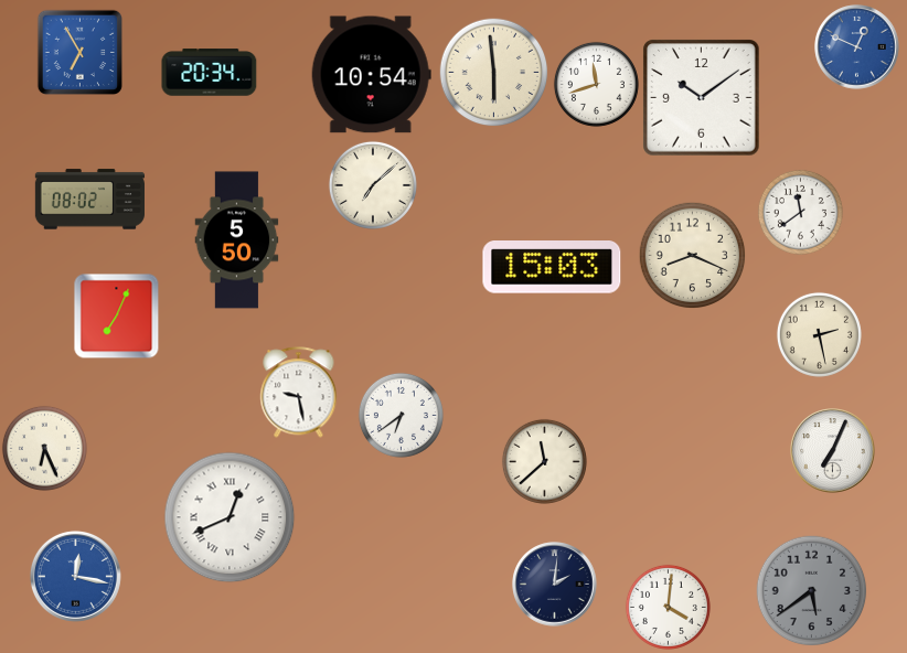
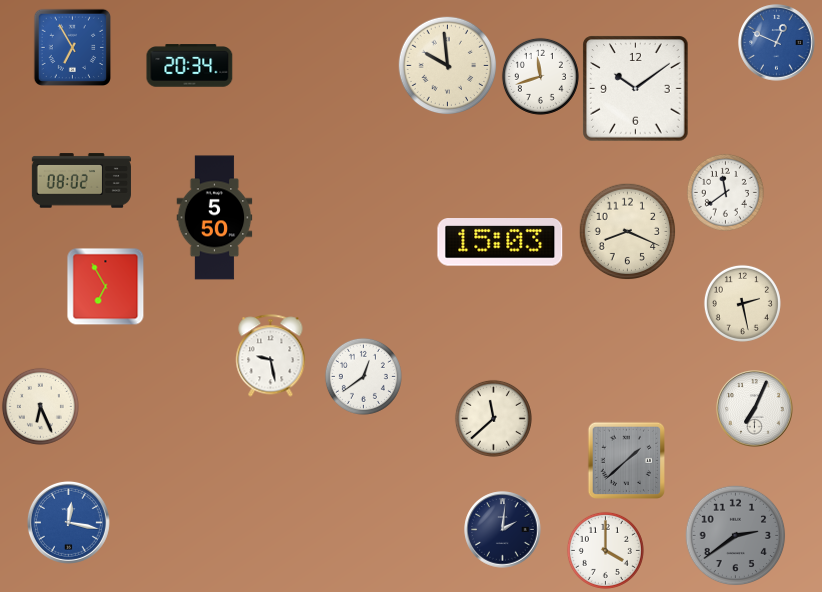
clock at (494, 73): 5:59 -> 9:59
clock at (371, 75): 10:54 -> none
clock at (373, 185): 7:08 -> none
clock at (116, 315): 7:04 -> 6:55
clock at (401, 415): 6:39 -> 12:39
clock at (626, 460): none -> 1:38
clock at (230, 517): 12:41 -> none
clock at (812, 591): 5:39 -> 2:39
clock at (668, 607): 4:01 -> 4:00
